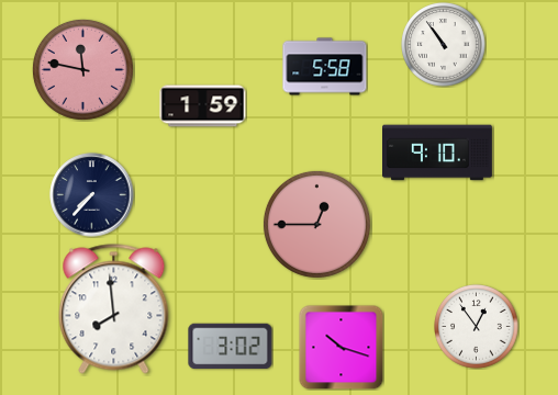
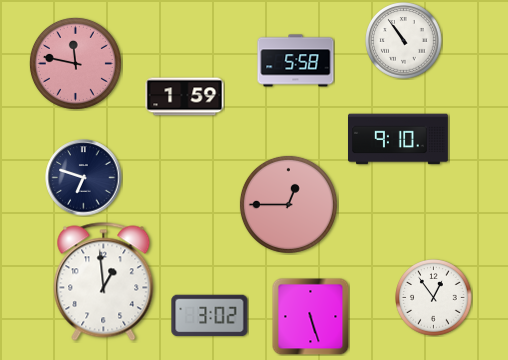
clock at (92, 195): 7:37 -> 6:48
clock at (114, 309): 7:59 -> 12:59
clock at (341, 347): 10:18 -> 5:27
